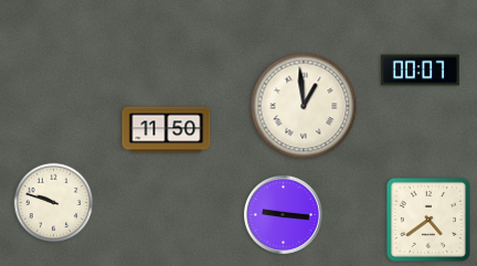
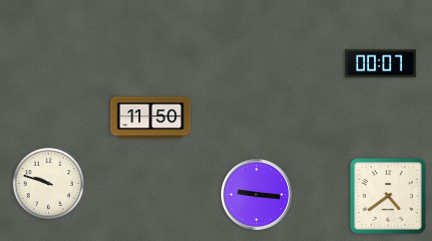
clock at (304, 106): 12:59 -> none
clock at (428, 220) position: (428, 220) -> (388, 196)
